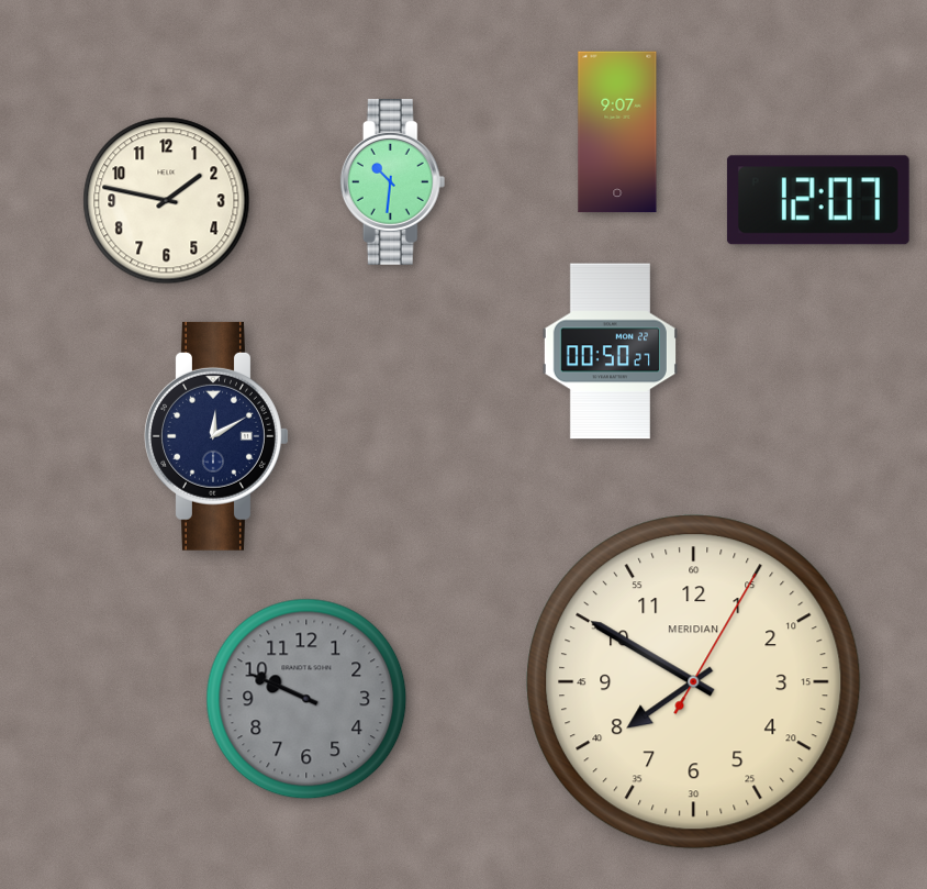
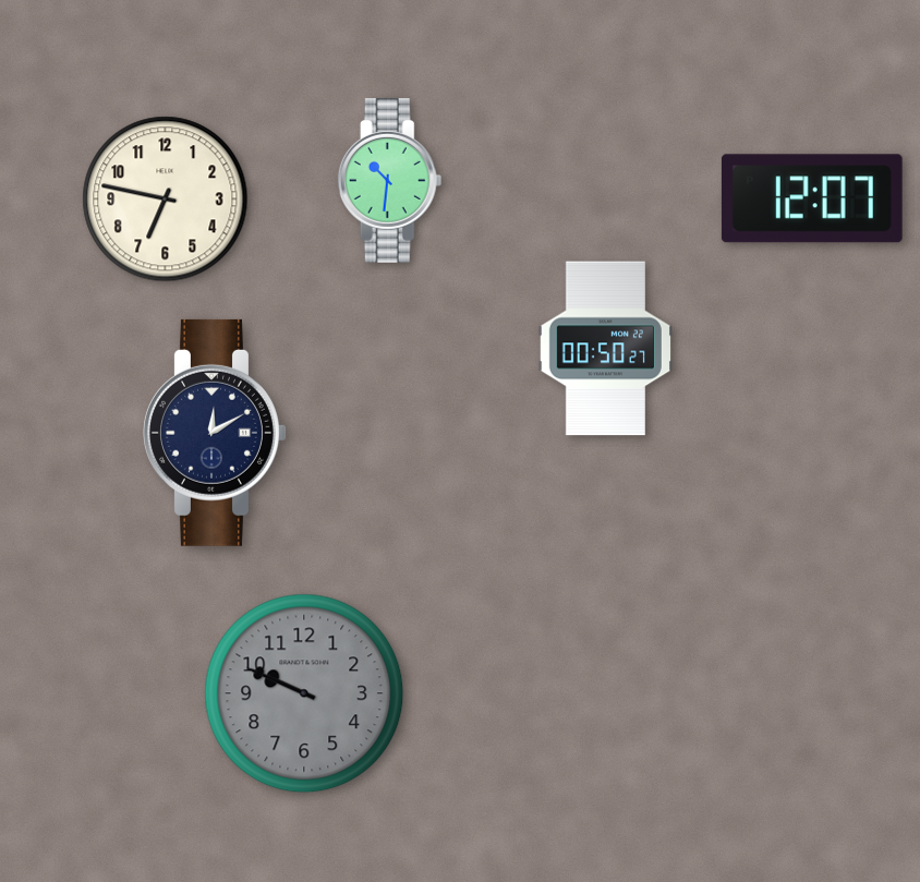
clock at (617, 132): 9:07 -> none
clock at (167, 201): 1:47 -> 6:47
clock at (694, 682): 7:50 -> none
